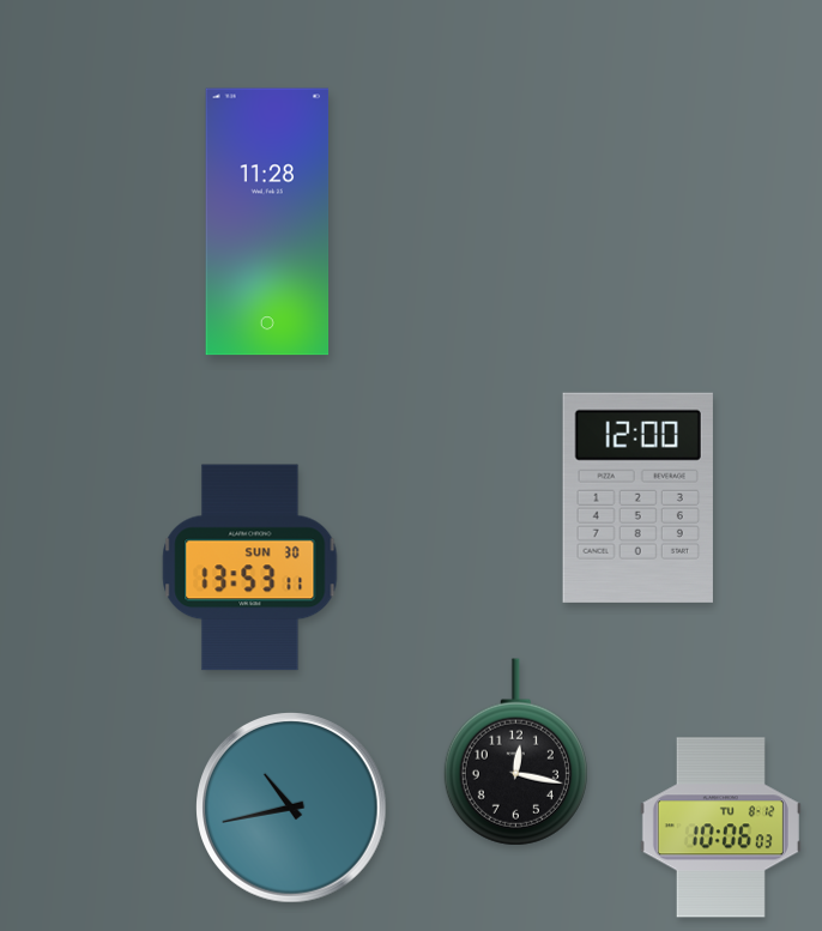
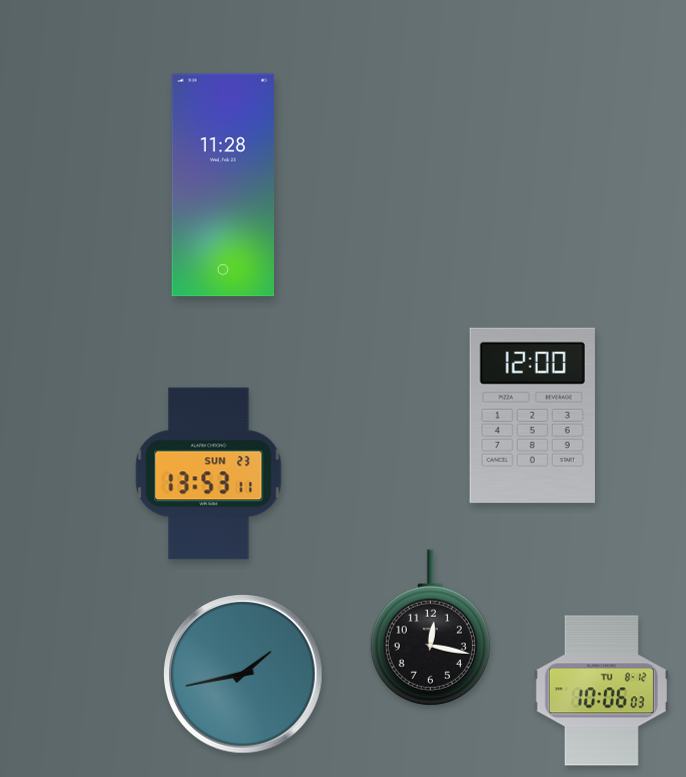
clock at (250, 568) date: SUN 30 -> SUN 23
clock at (292, 809): 10:43 -> 1:43
